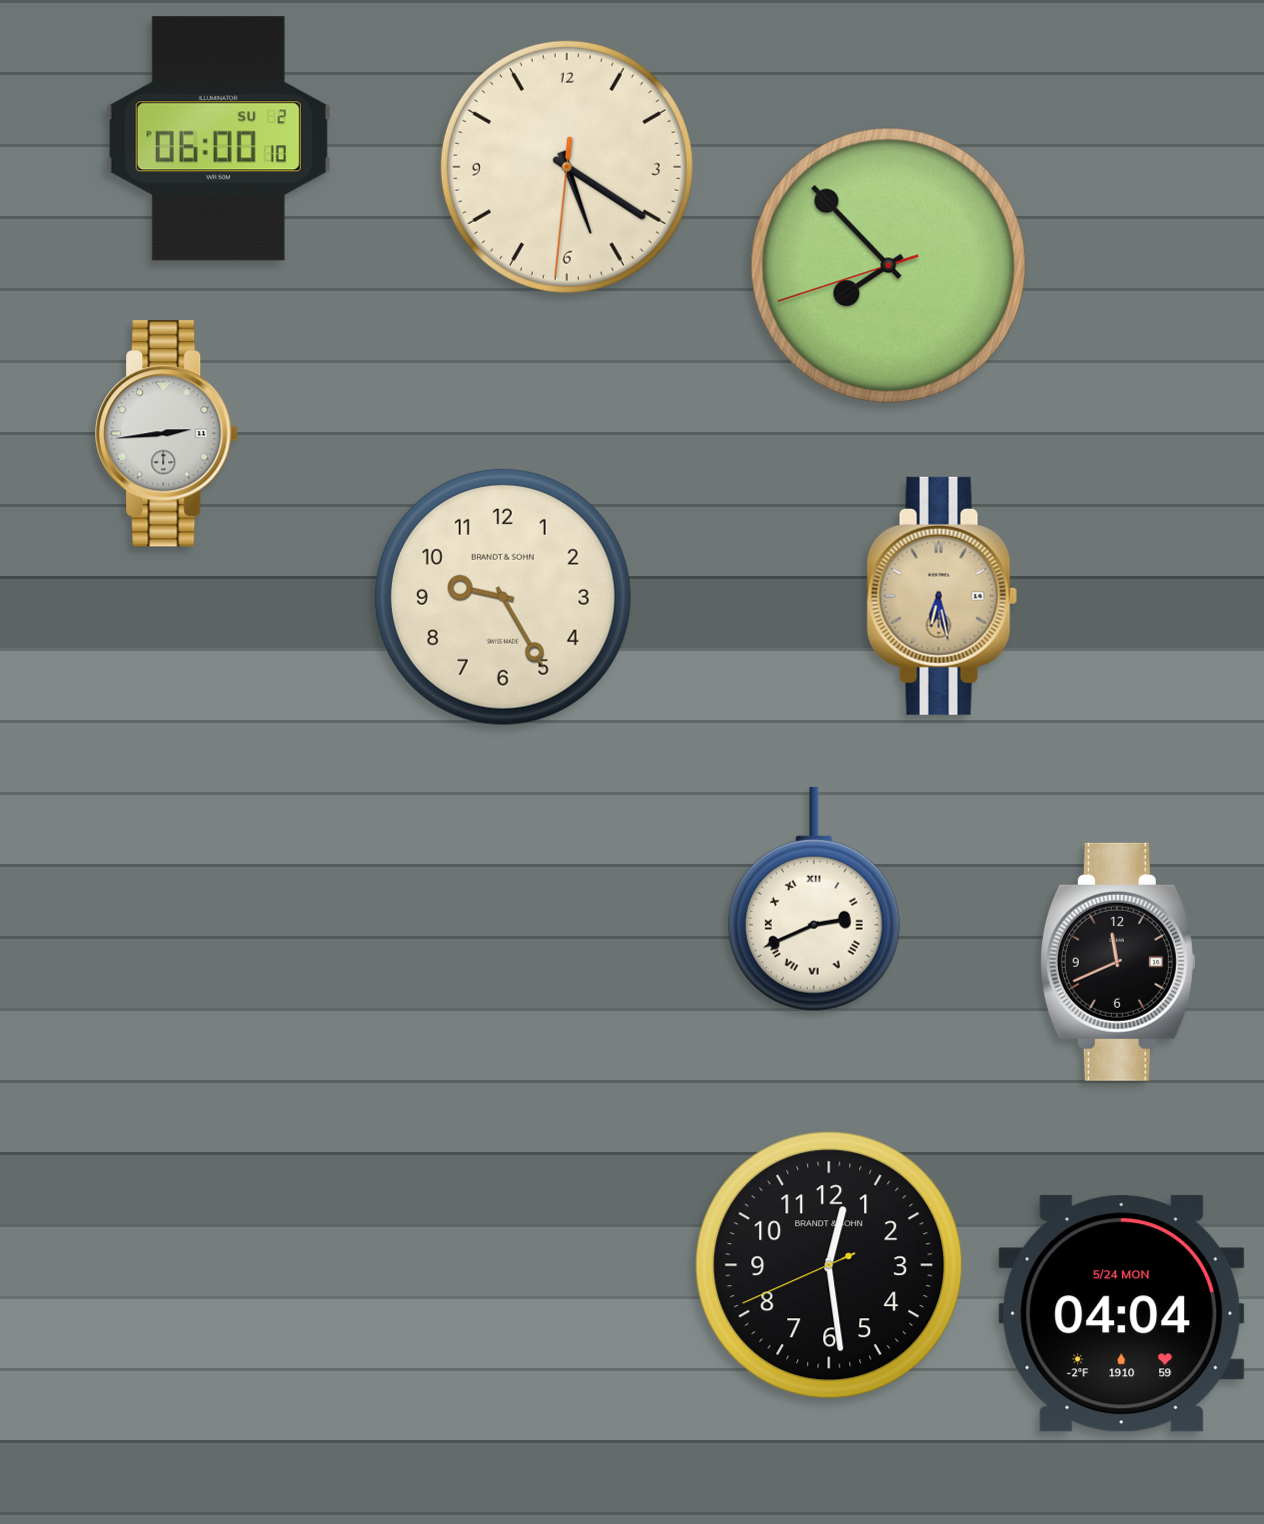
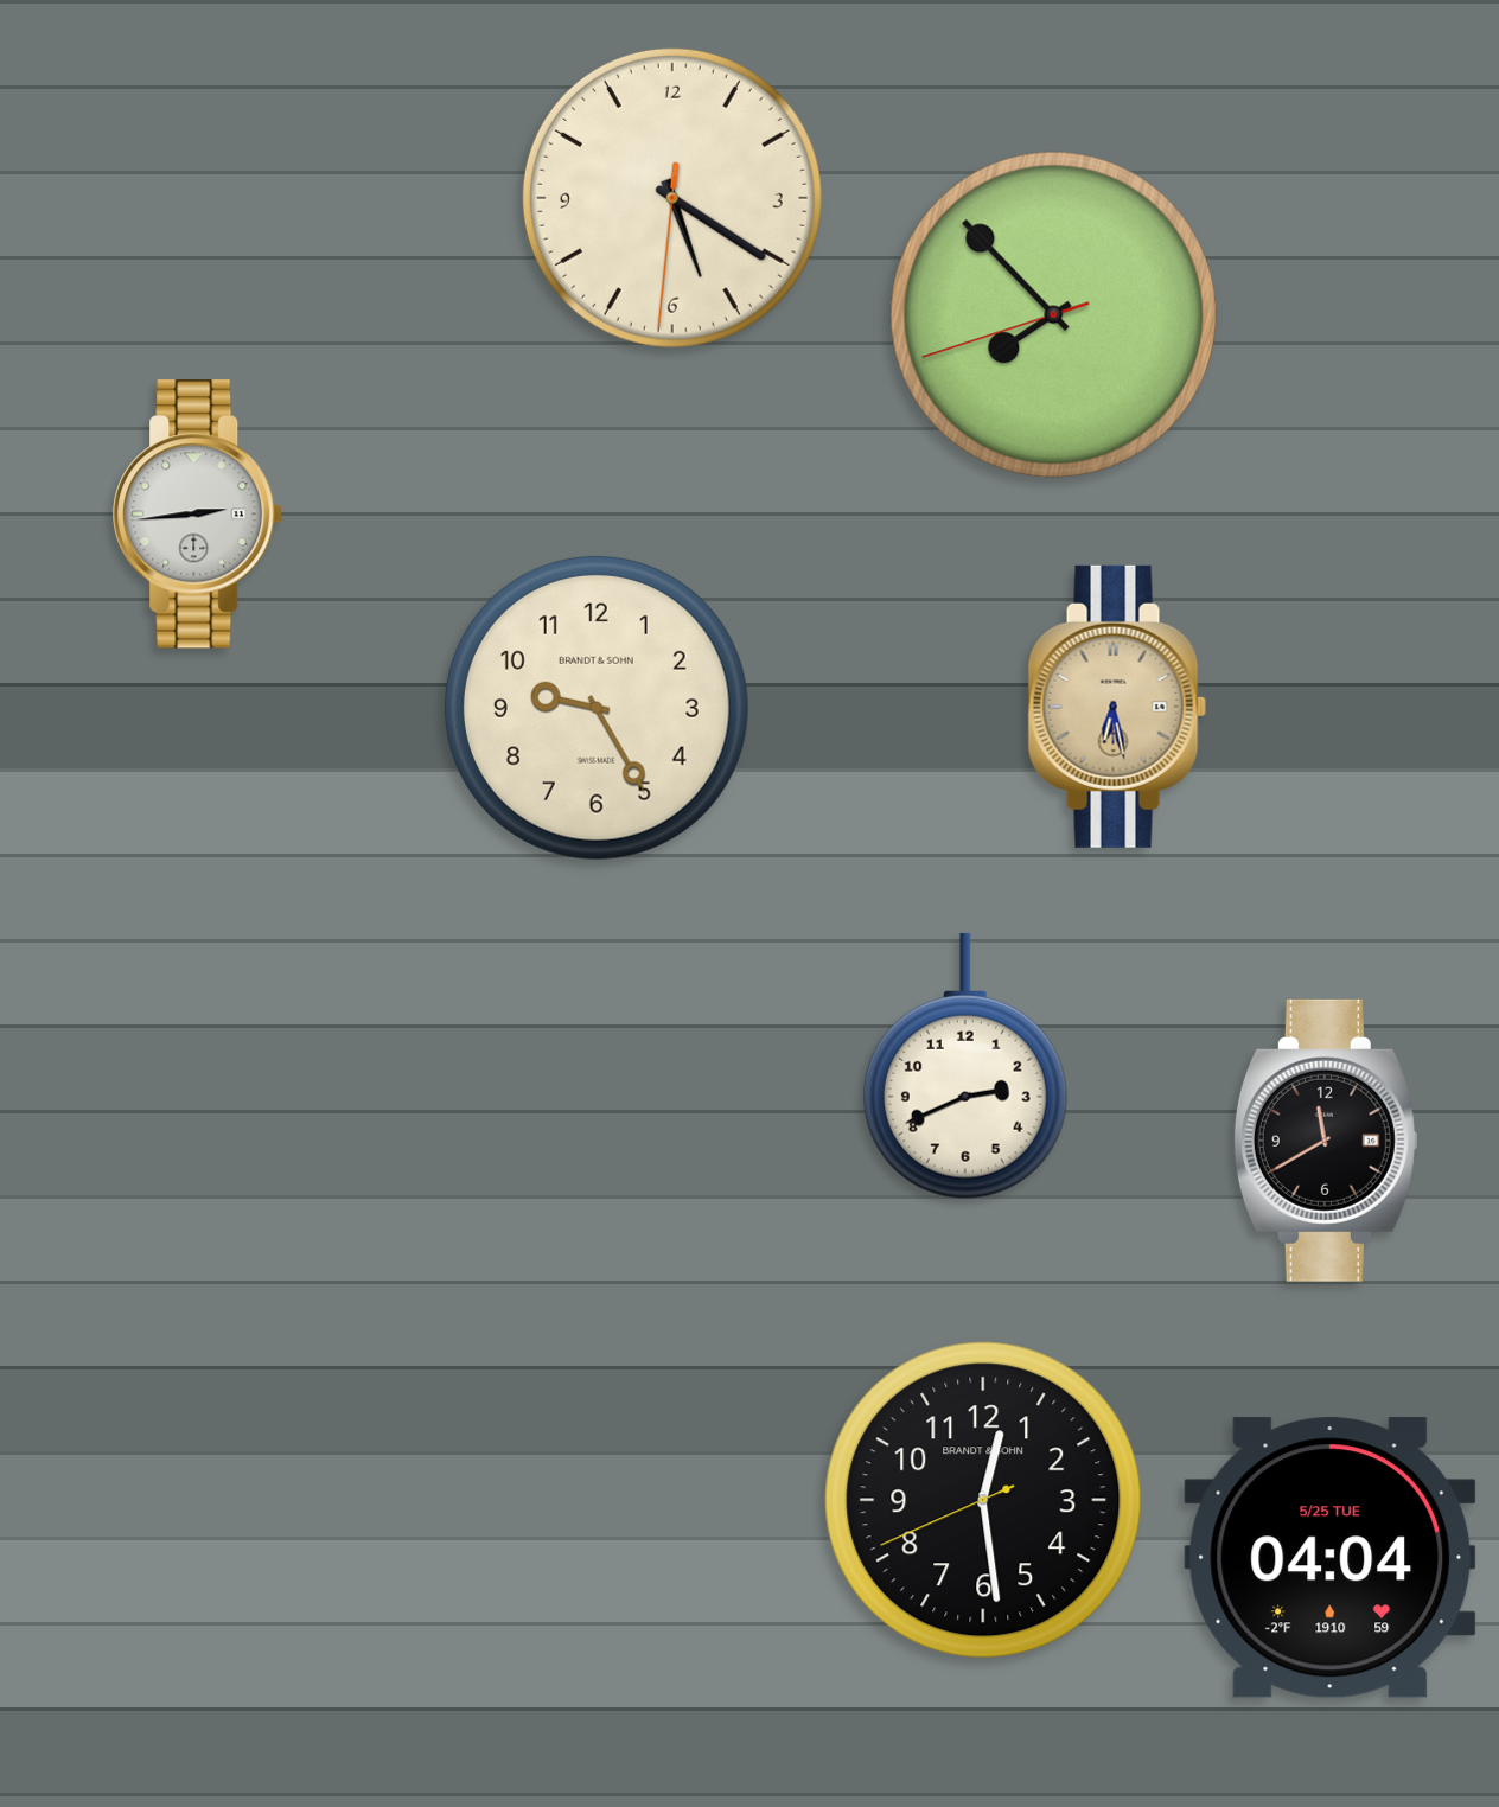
clock at (218, 139): 06:00 -> none
clock at (814, 899) numerals: Roman -> Arabic
clock at (1118, 962): 11:41 -> 11:40
clock at (1122, 1314) date: 5/24 MON -> 5/25 TUE
